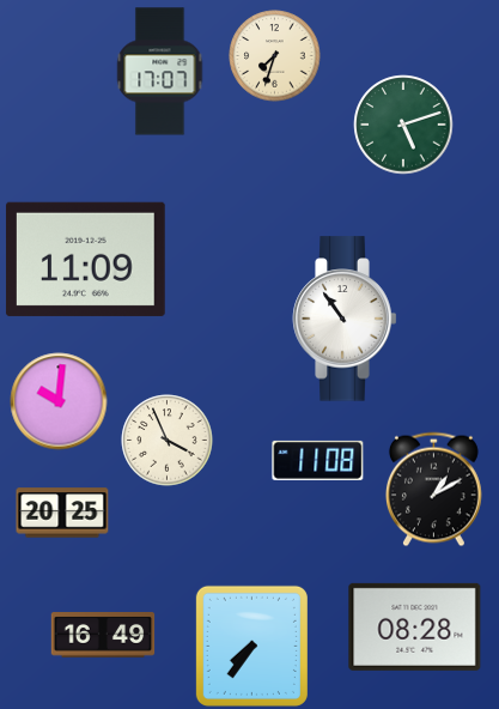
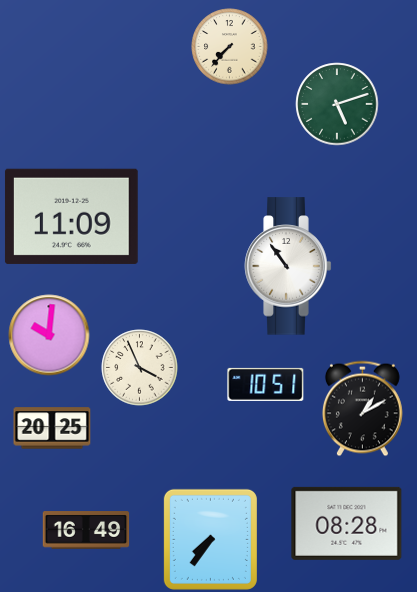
clock at (275, 56): 7:33 -> 7:37
clock at (160, 72): 17:07 -> none
clock at (318, 460): 11:08 -> 10:51
